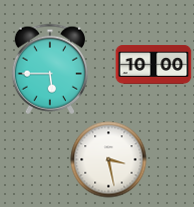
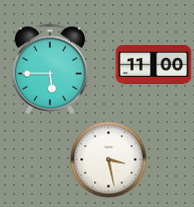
clock at (154, 65): 10:00 -> 11:00
